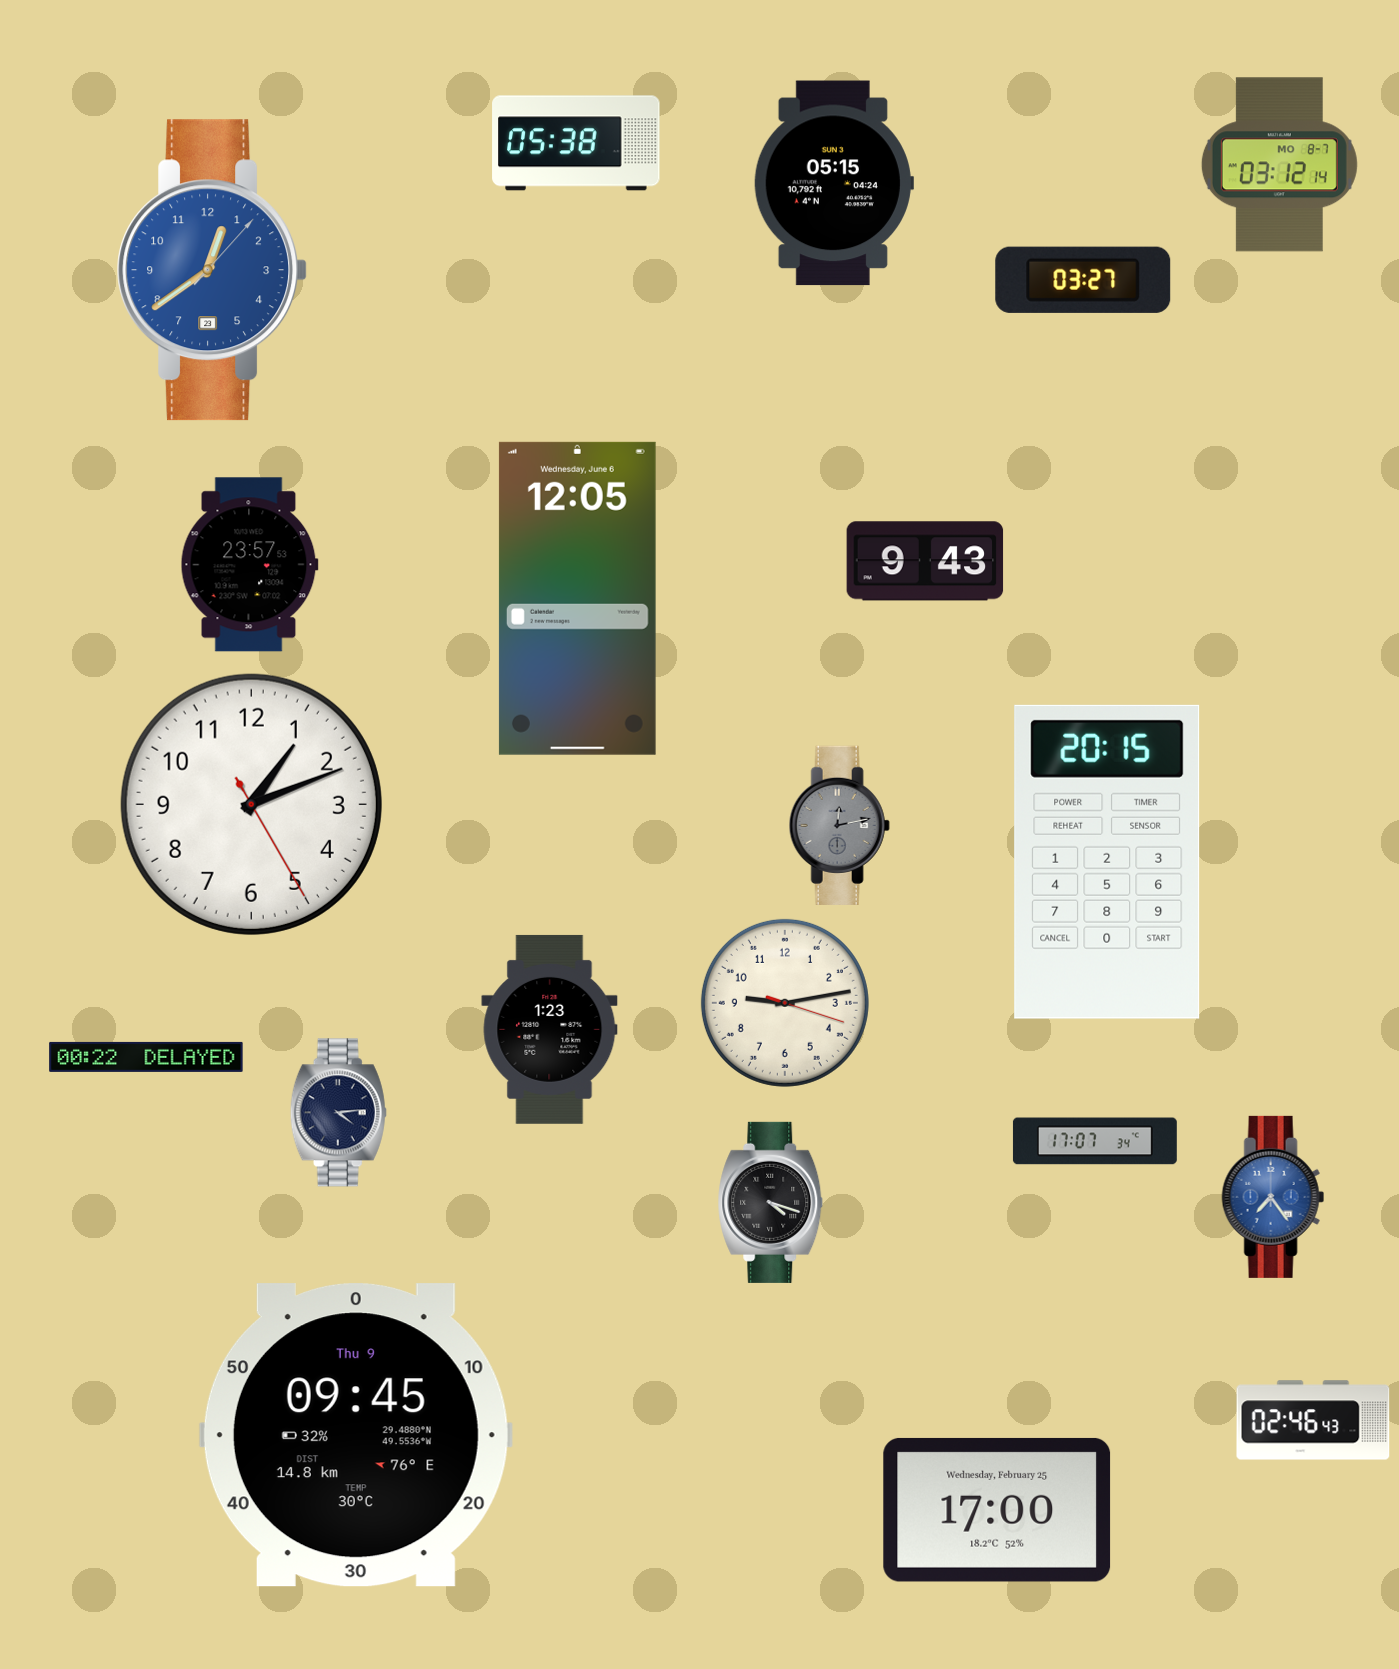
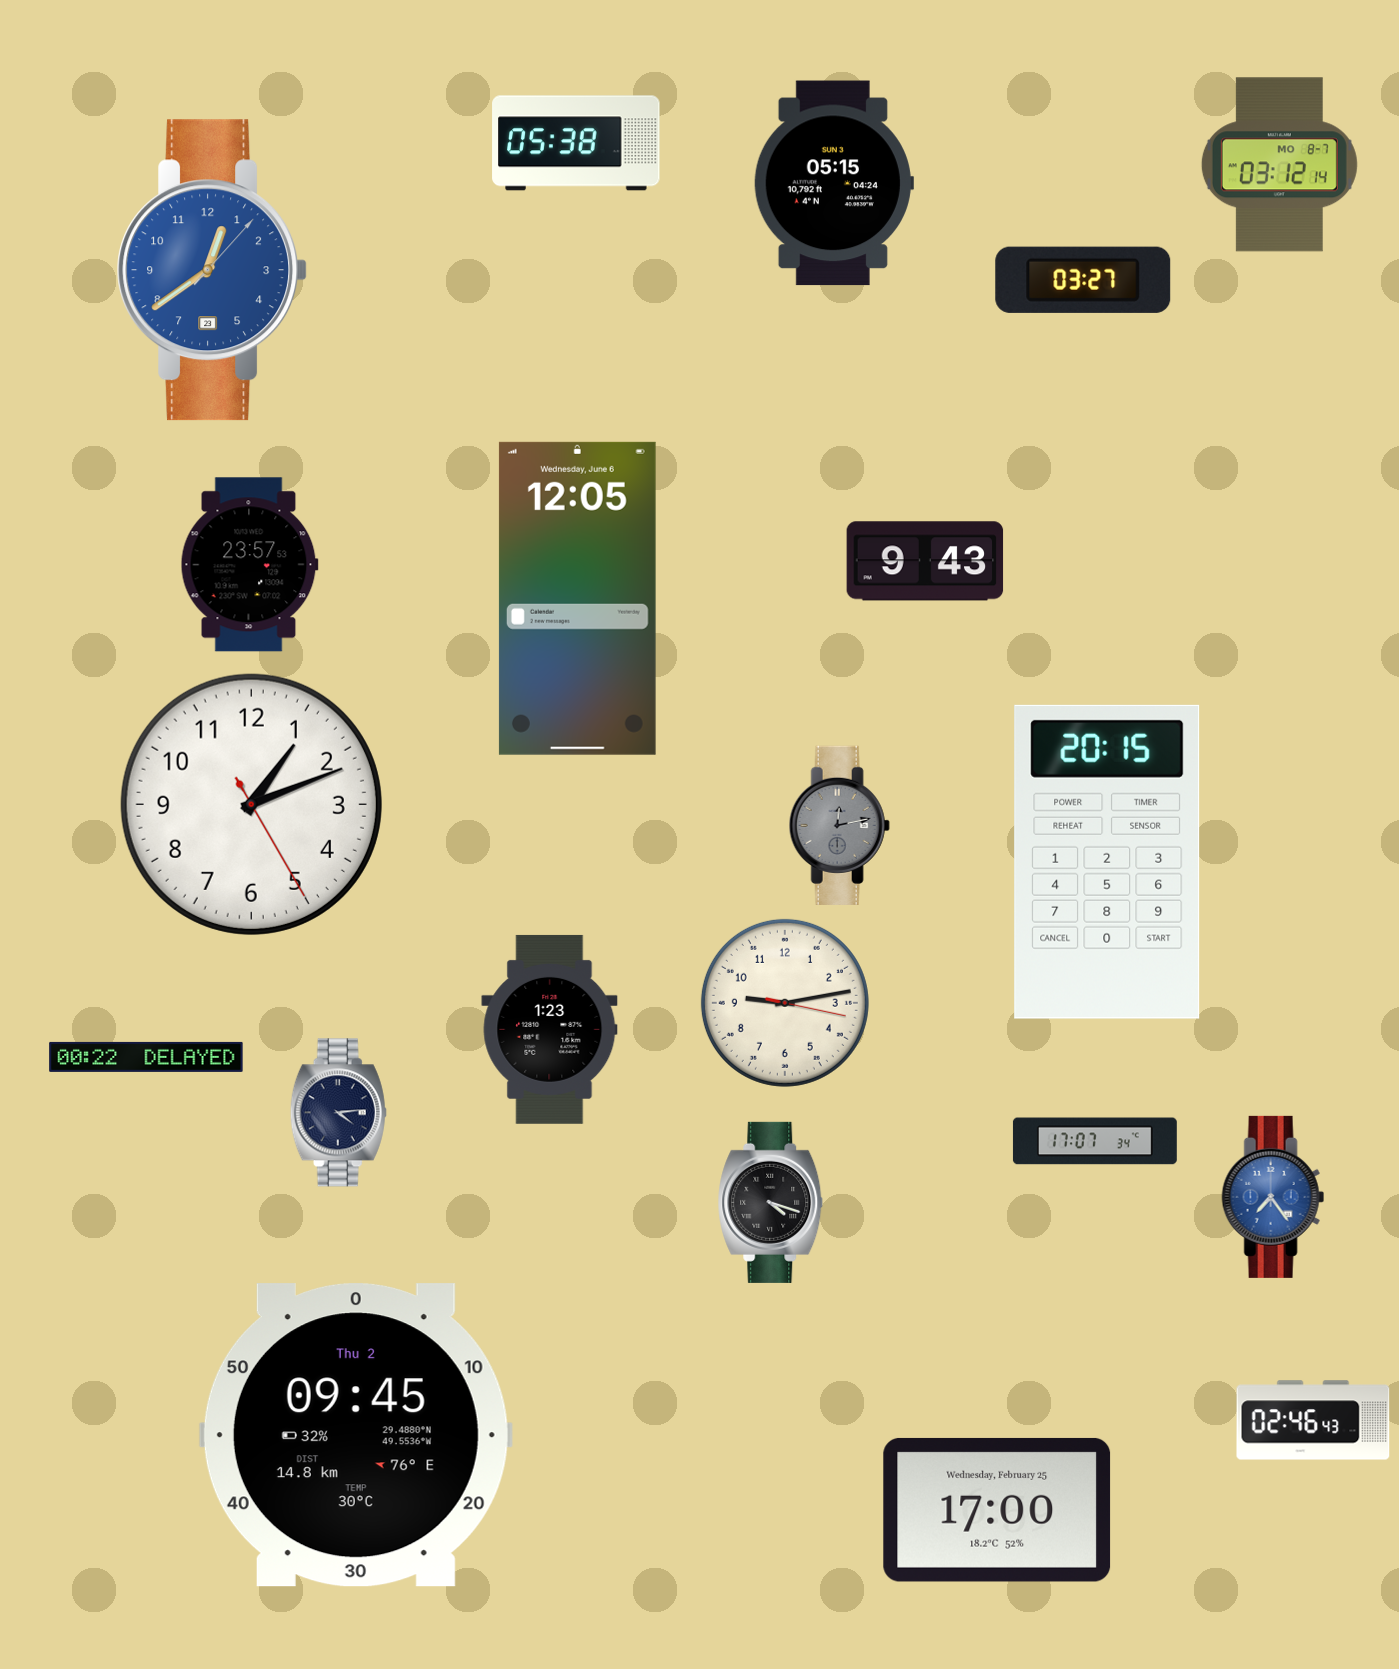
clock at (785, 1003): 9:13:18 -> 9:13:17
clock at (356, 1435) date: Thu 9 -> Thu 2
